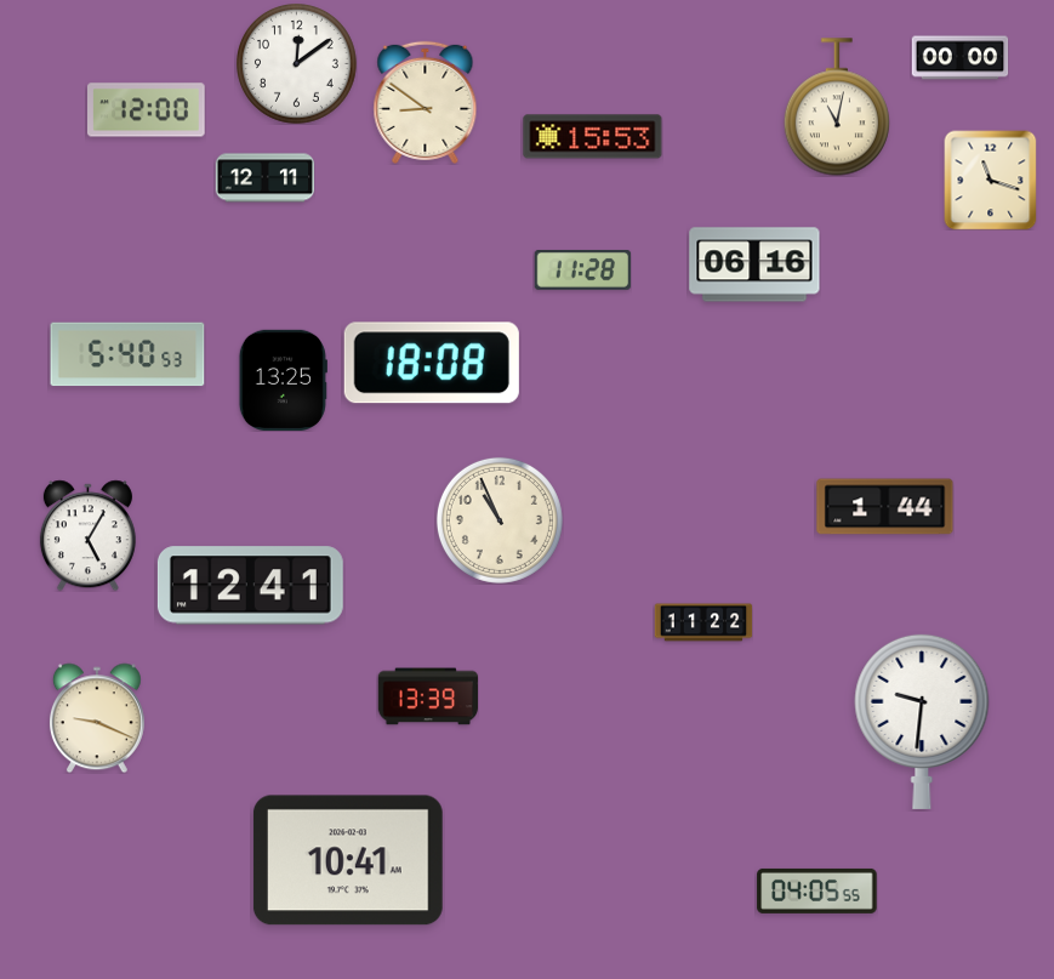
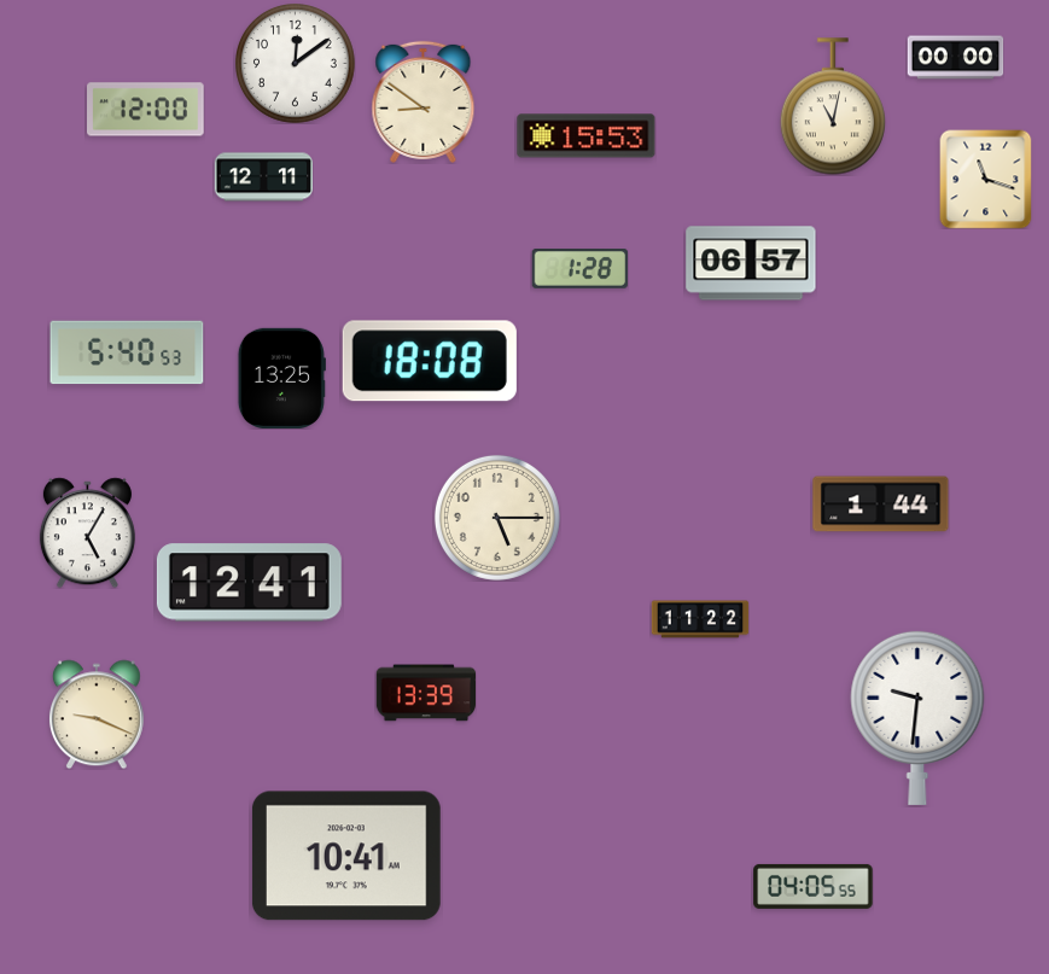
clock at (593, 137) position: (593, 137) -> (587, 136)
clock at (754, 264): 06:16 -> 06:57
clock at (582, 271): 11:28 -> 1:28
clock at (500, 520): 10:56 -> 5:15
